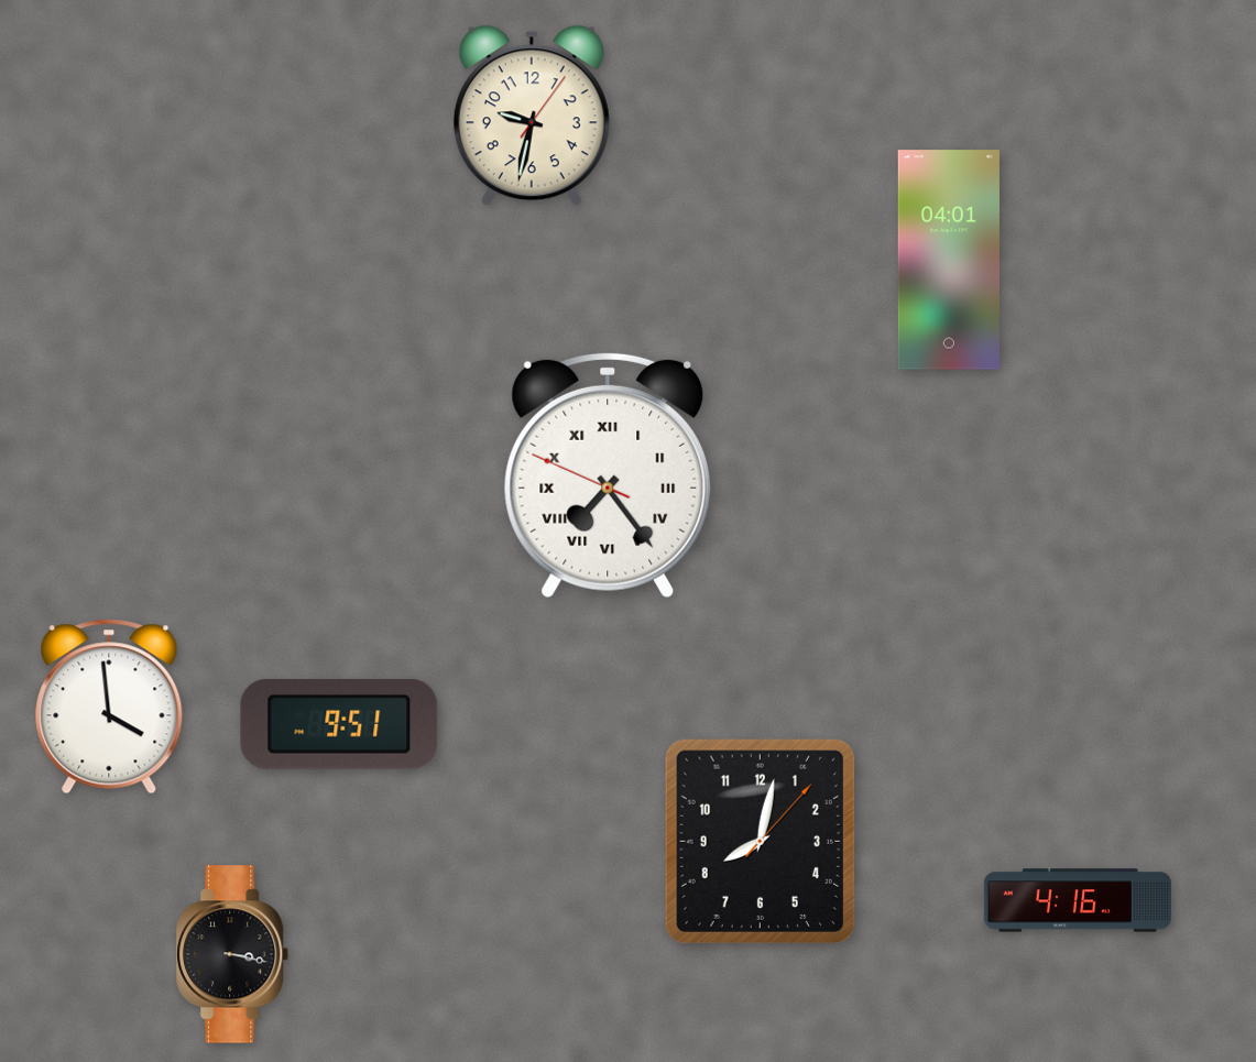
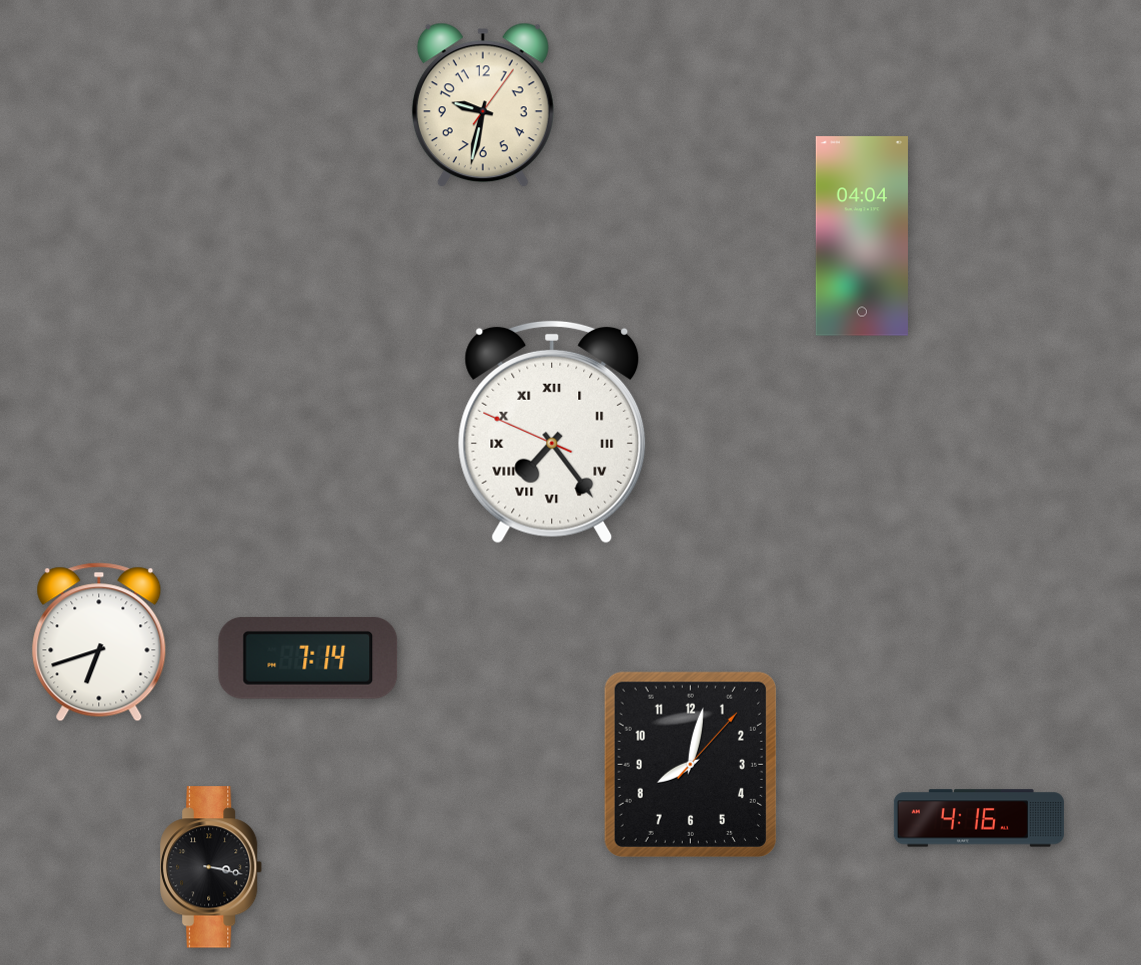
clock at (949, 260): 04:01 -> 04:04
clock at (109, 707): 3:59 -> 6:42
clock at (339, 724): 9:51 -> 7:14
